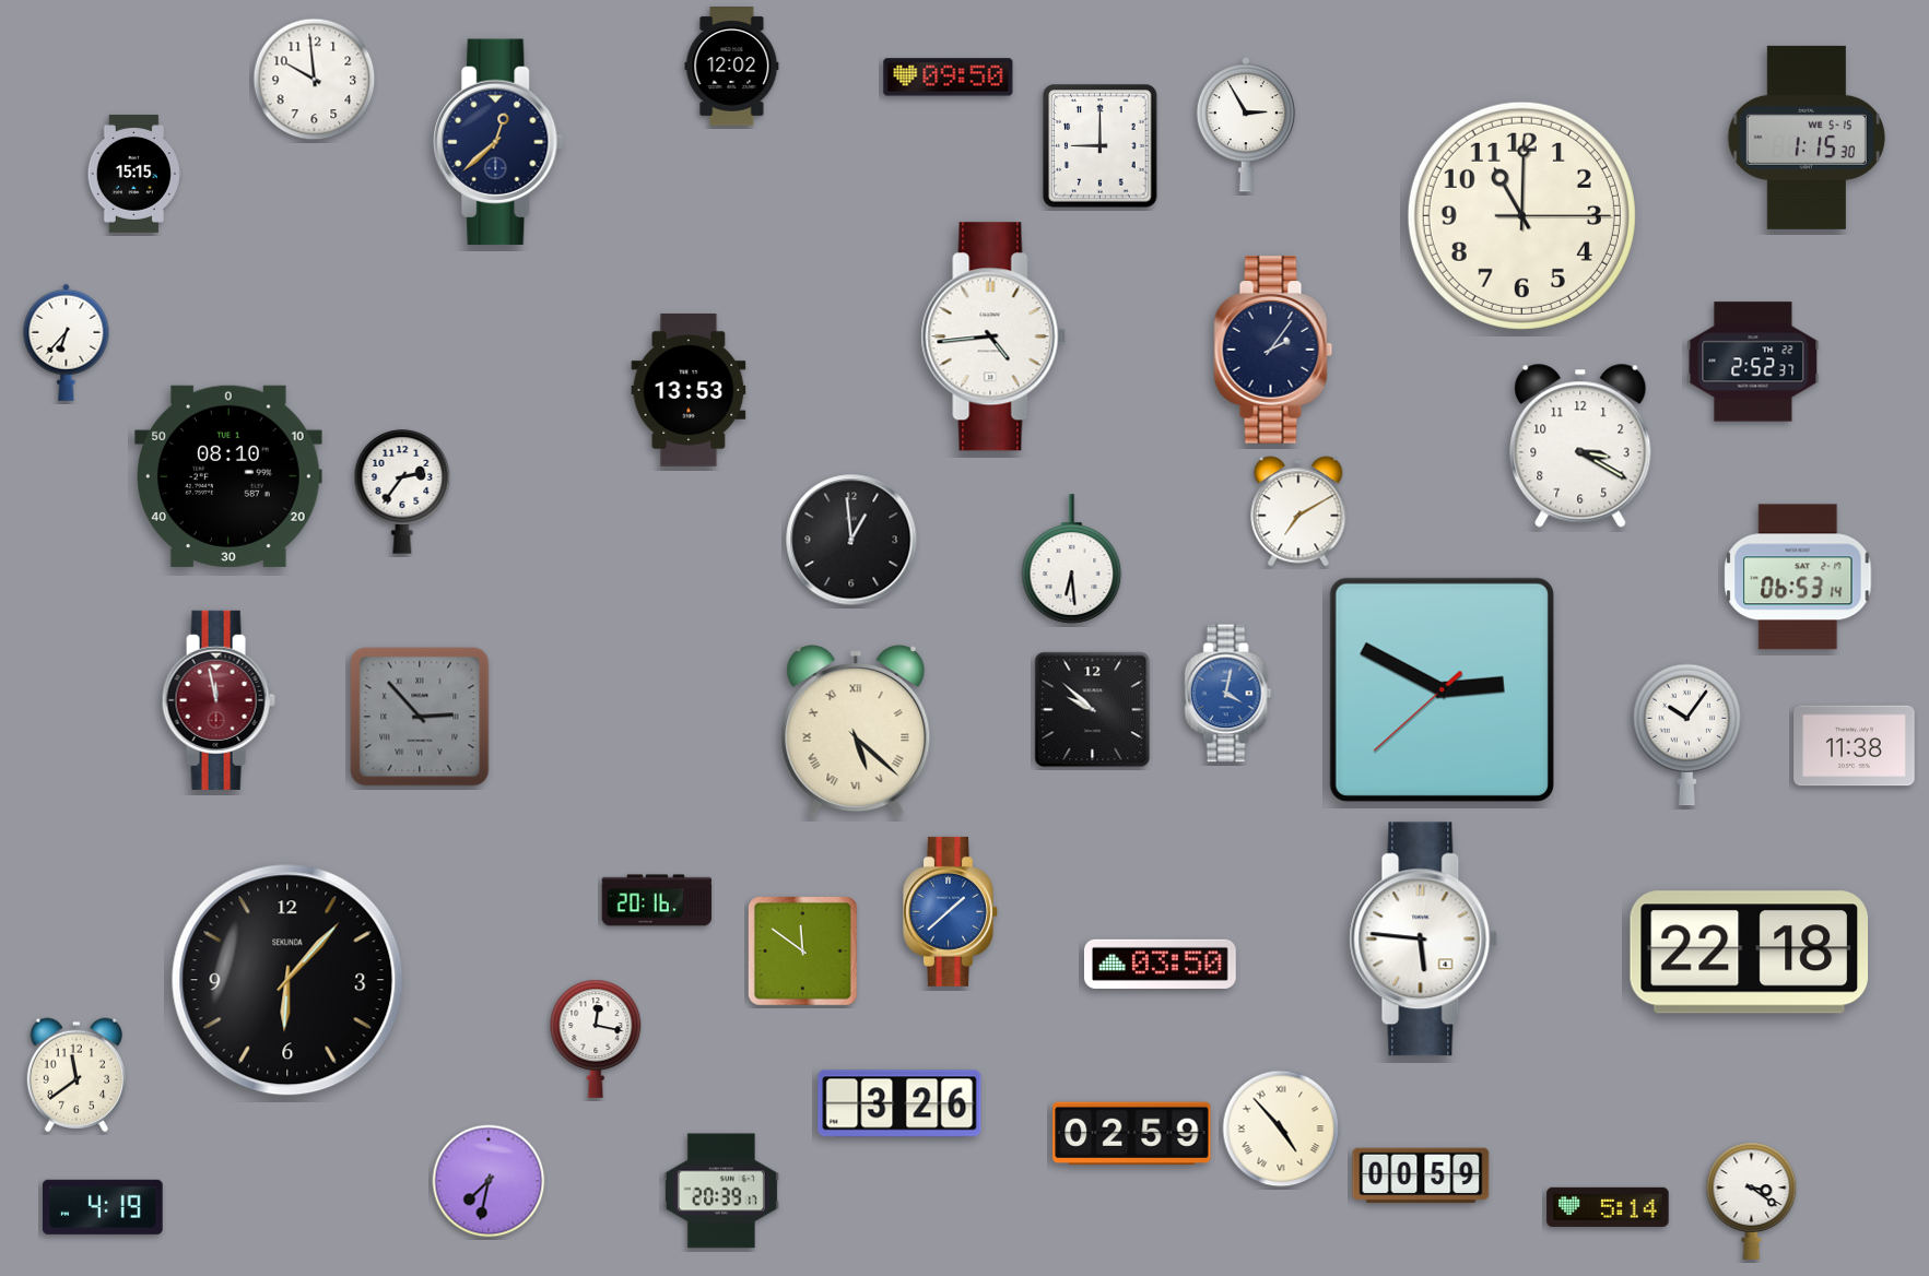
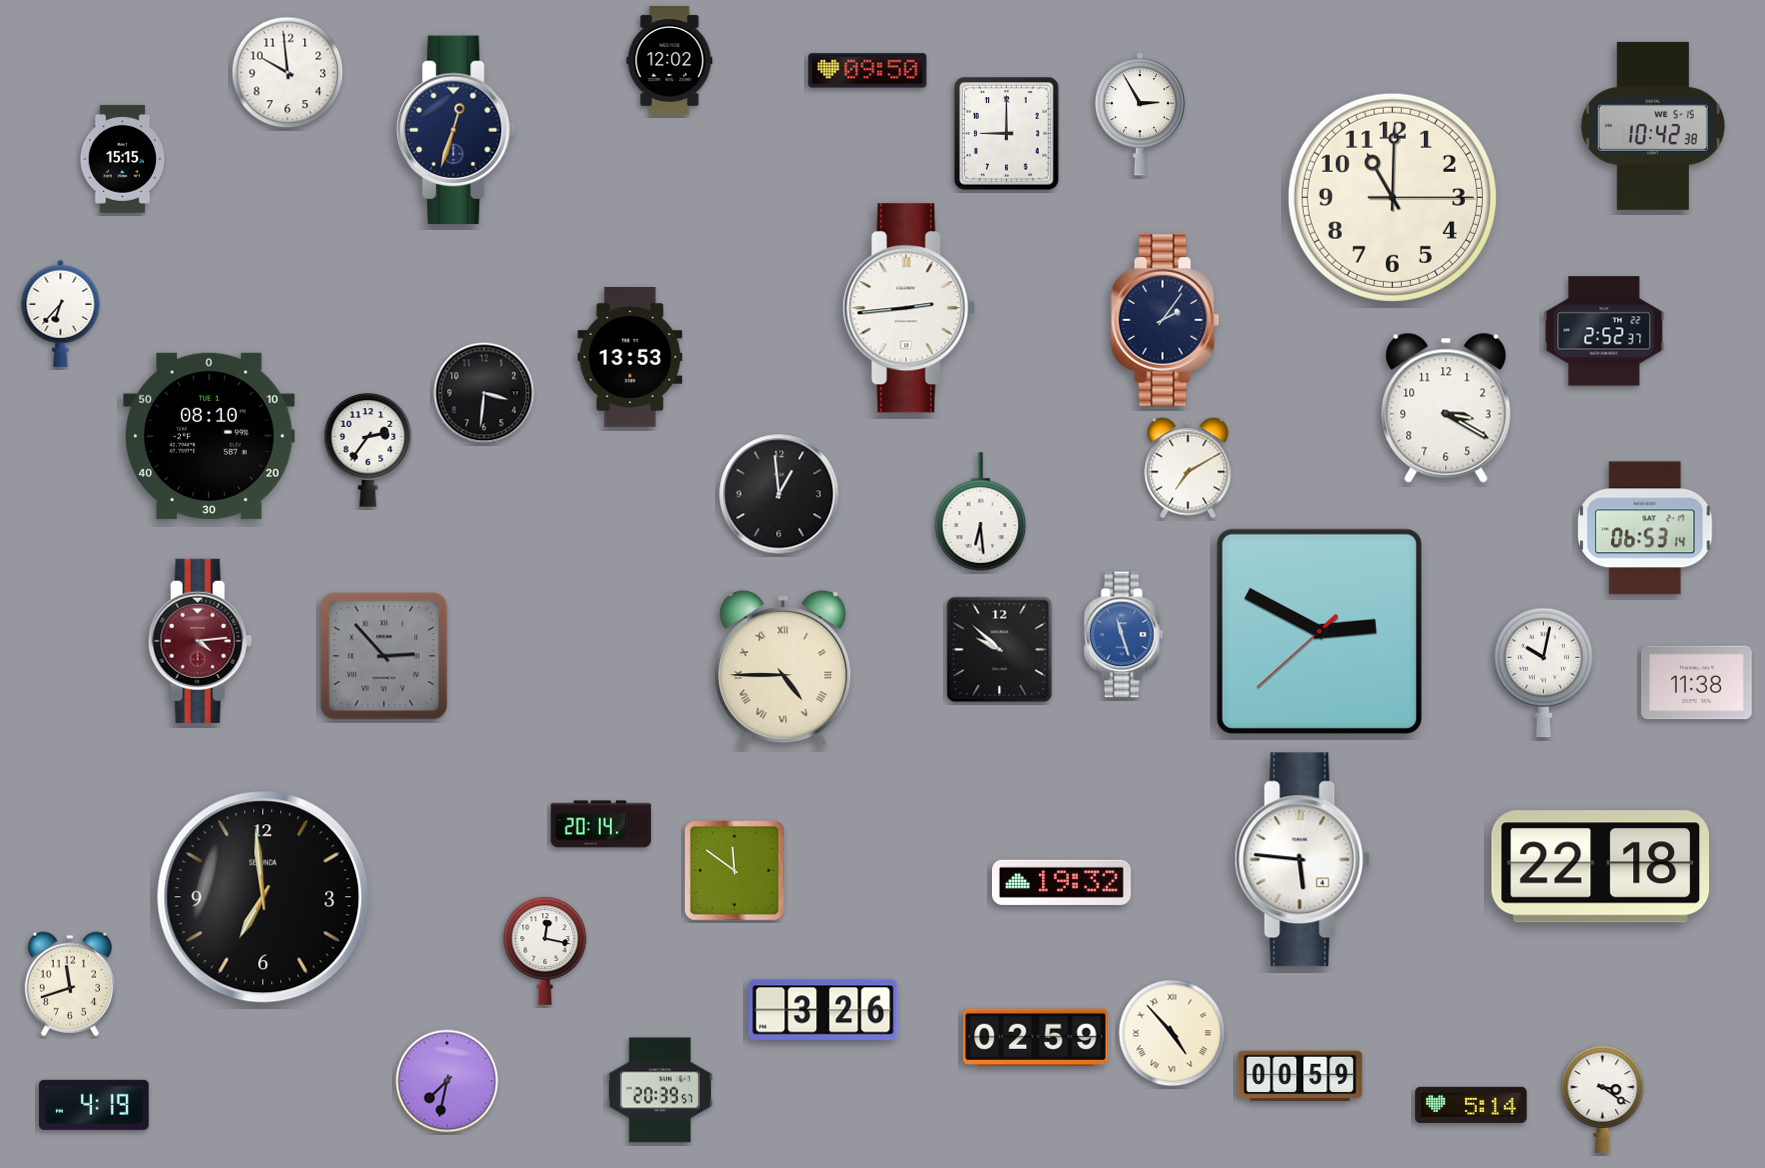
clock at (1807, 138): 1:15 -> 10:42
clock at (498, 142): 12:38 -> 12:33
clock at (993, 336): 4:44 -> 2:44
clock at (484, 393): none -> 3:31
clock at (1228, 694): 4:02 -> 11:27
clock at (219, 700): 11:58 -> 4:14
clock at (856, 731): 5:22 -> 4:45
clock at (1687, 735): 10:06 -> 10:02
clock at (657, 900): 20:16 -> 20:14
clock at (951, 911): 1:38 -> none
clock at (1750, 953) position: (1750, 953) -> (1601, 867)
clock at (1160, 964): 03:50 -> 19:32
clock at (287, 980): 6:07 -> 6:59
clock at (77, 1075): 11:39 -> 11:42
clock at (721, 1191): 20:39:17 -> 20:39:57
